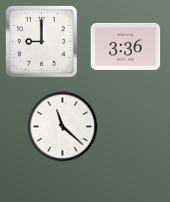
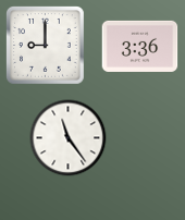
clock at (126, 46) position: (126, 46) -> (140, 46)
clock at (63, 127): 11:22 -> 11:24
